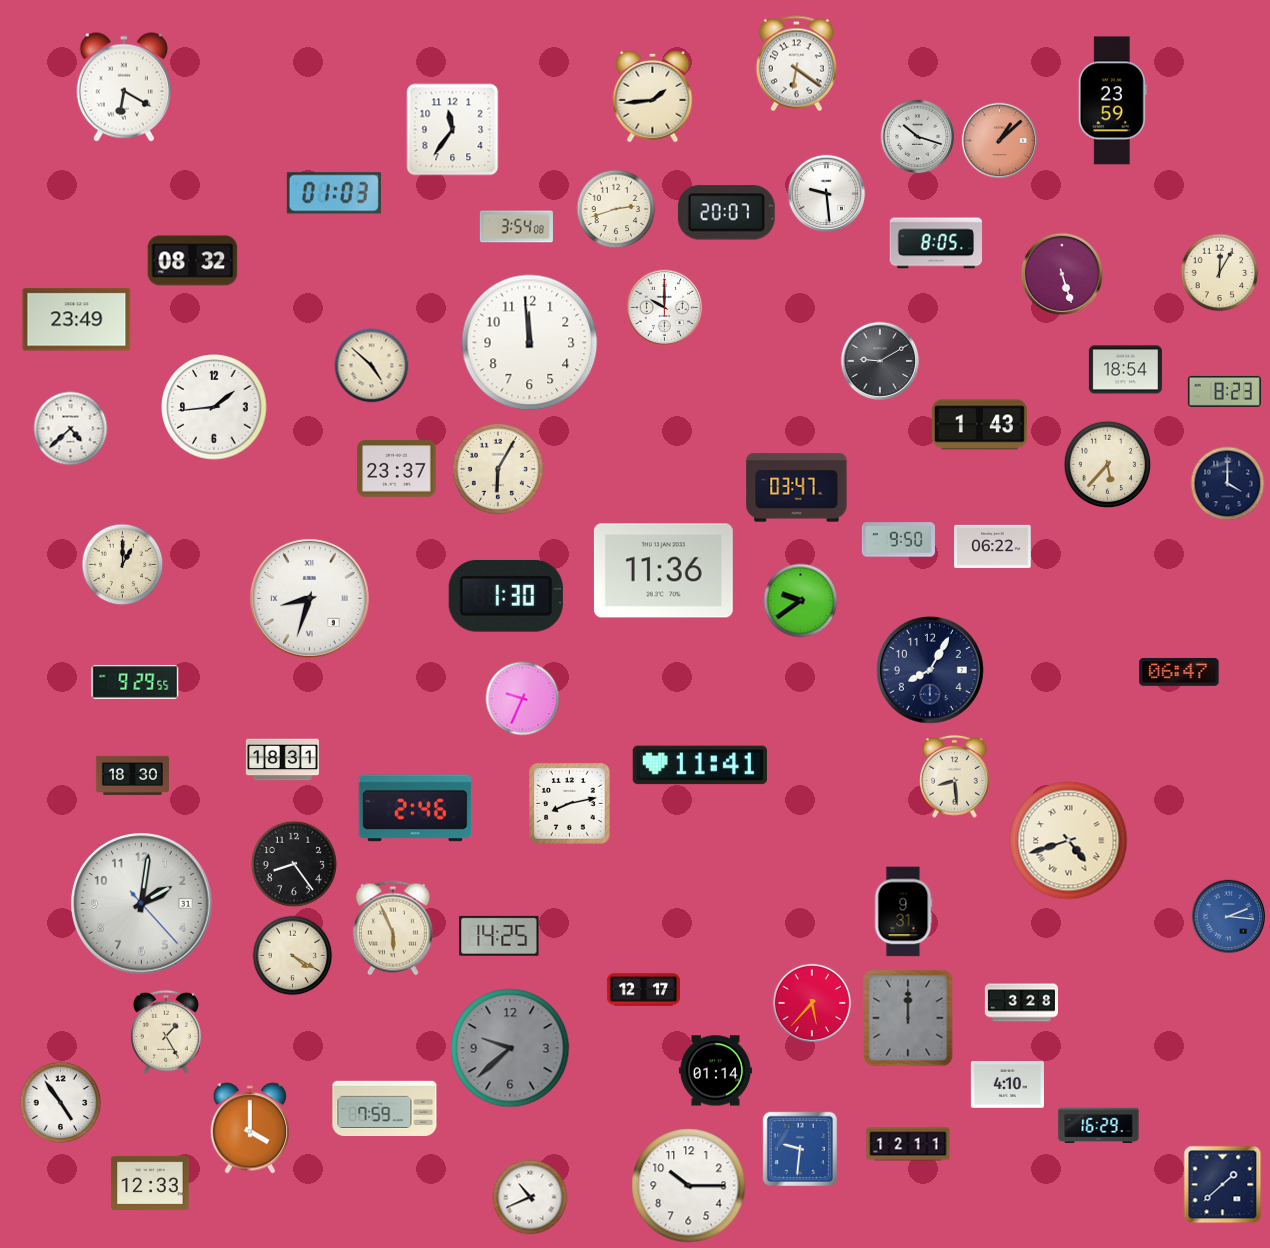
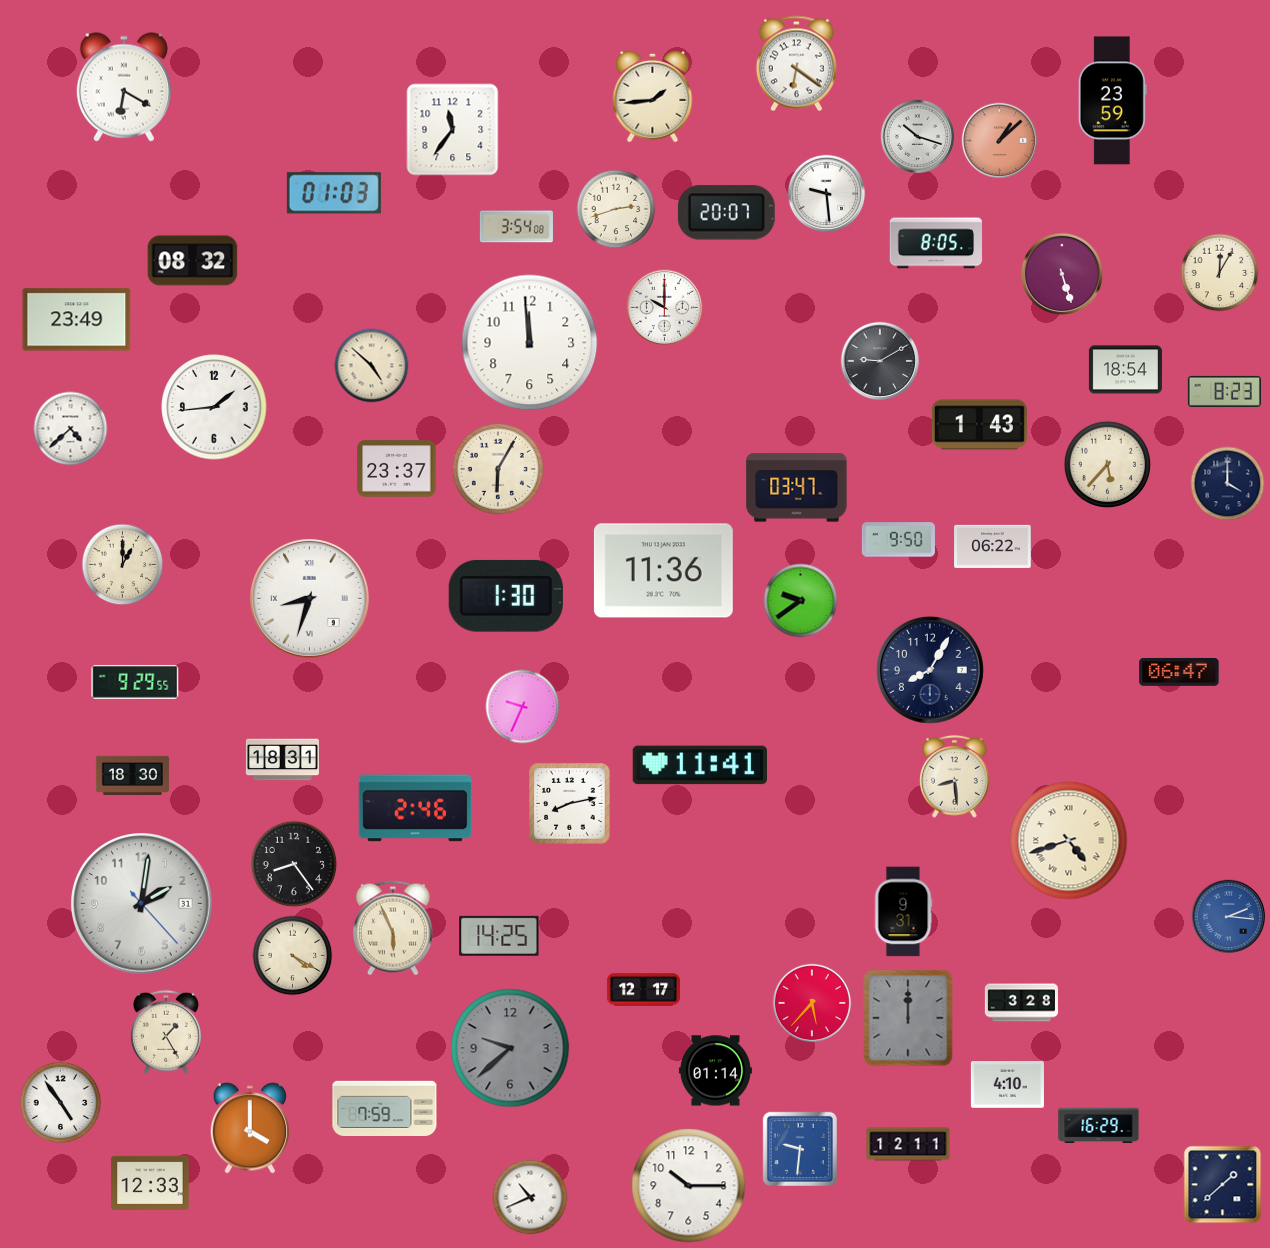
clock at (523, 699) position: (523, 699) -> (523, 707)
